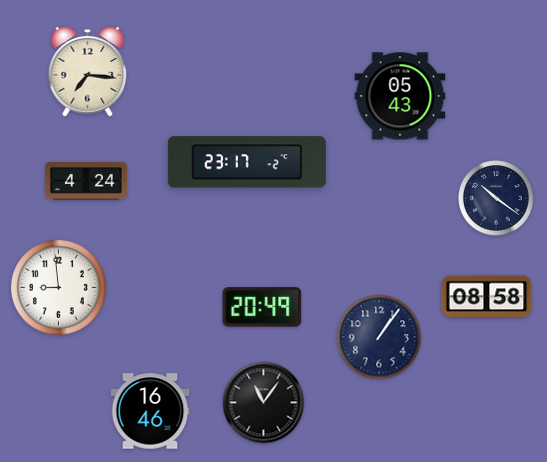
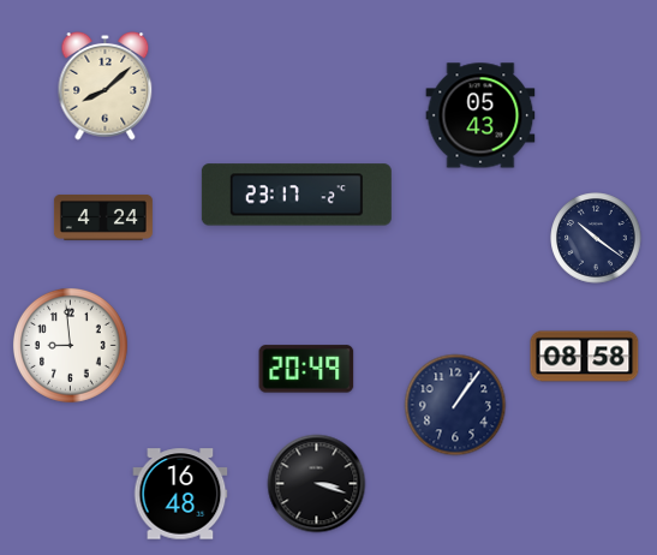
clock at (88, 72): 7:16 -> 8:08
clock at (262, 307) position: (262, 307) -> (306, 369)
clock at (264, 403): 11:06 -> 3:18
clock at (150, 411): 16:46 -> 16:48
